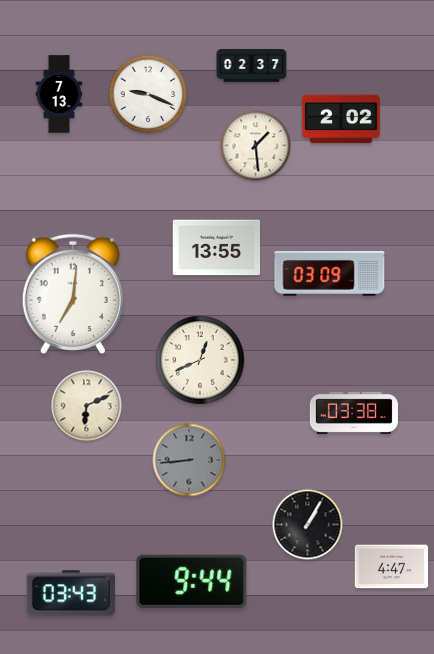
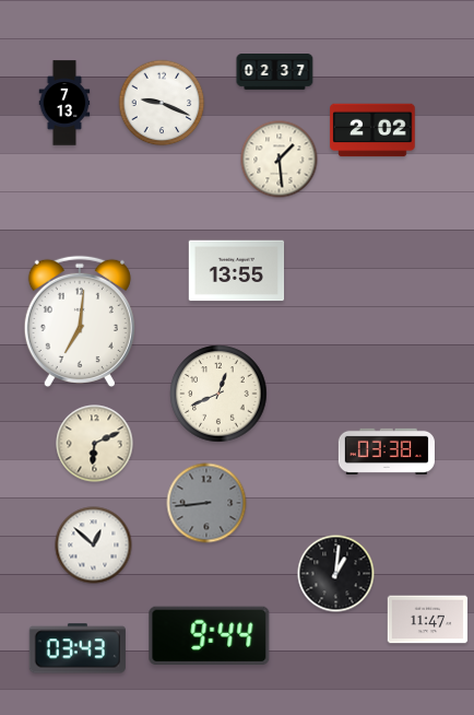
clock at (330, 274): 03:09 -> none
clock at (94, 546): none -> 12:52
clock at (308, 525): 1:05 -> 1:01
clock at (392, 567): 4:47 -> 11:47
